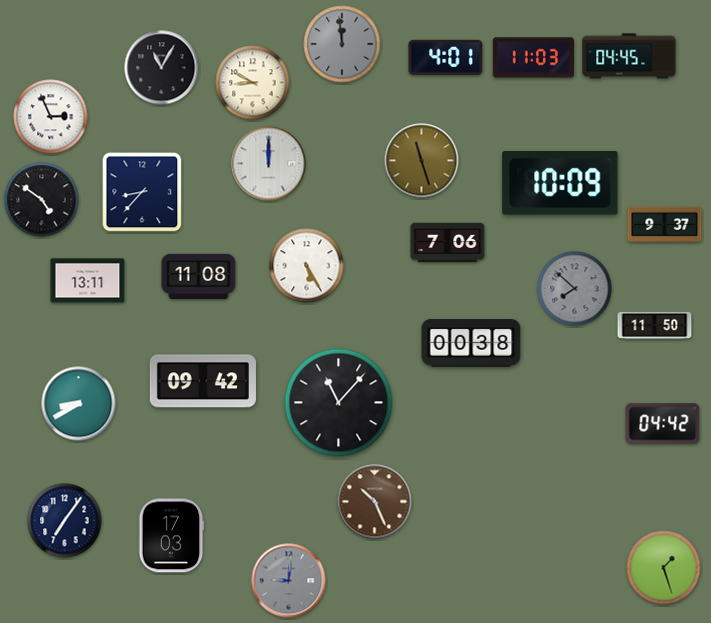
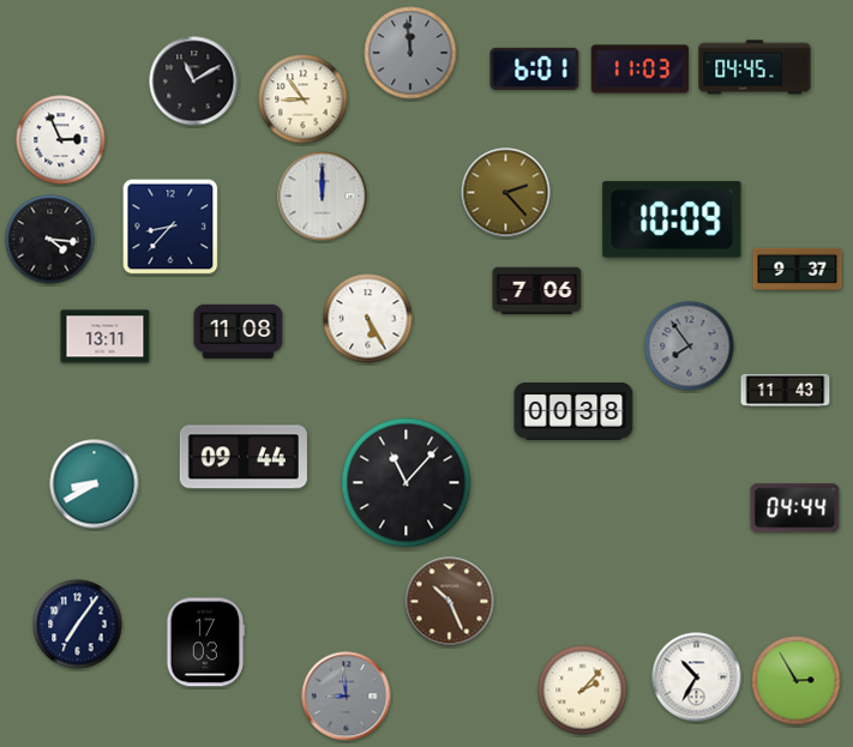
clock at (446, 57): 4:01 -> 6:01
clock at (162, 68): 11:05 -> 11:10
clock at (253, 83): 8:50 -> 8:54
clock at (422, 161): 11:27 -> 2:23
clock at (142, 192) position: (142, 192) -> (170, 227)
clock at (42, 200): 4:51 -> 4:16
clock at (575, 289): 7:52 -> 7:54
clock at (655, 325): 11:50 -> 11:43
clock at (471, 344) position: (471, 344) -> (573, 412)
clock at (203, 381): 09:42 -> 09:44
clock at (663, 424): 04:42 -> 04:44
clock at (697, 677): none -> 10:35
clock at (664, 568): 1:27 -> 2:55
clock at (583, 691): none -> 2:07
clock at (289, 581): 9:01 -> 8:59
